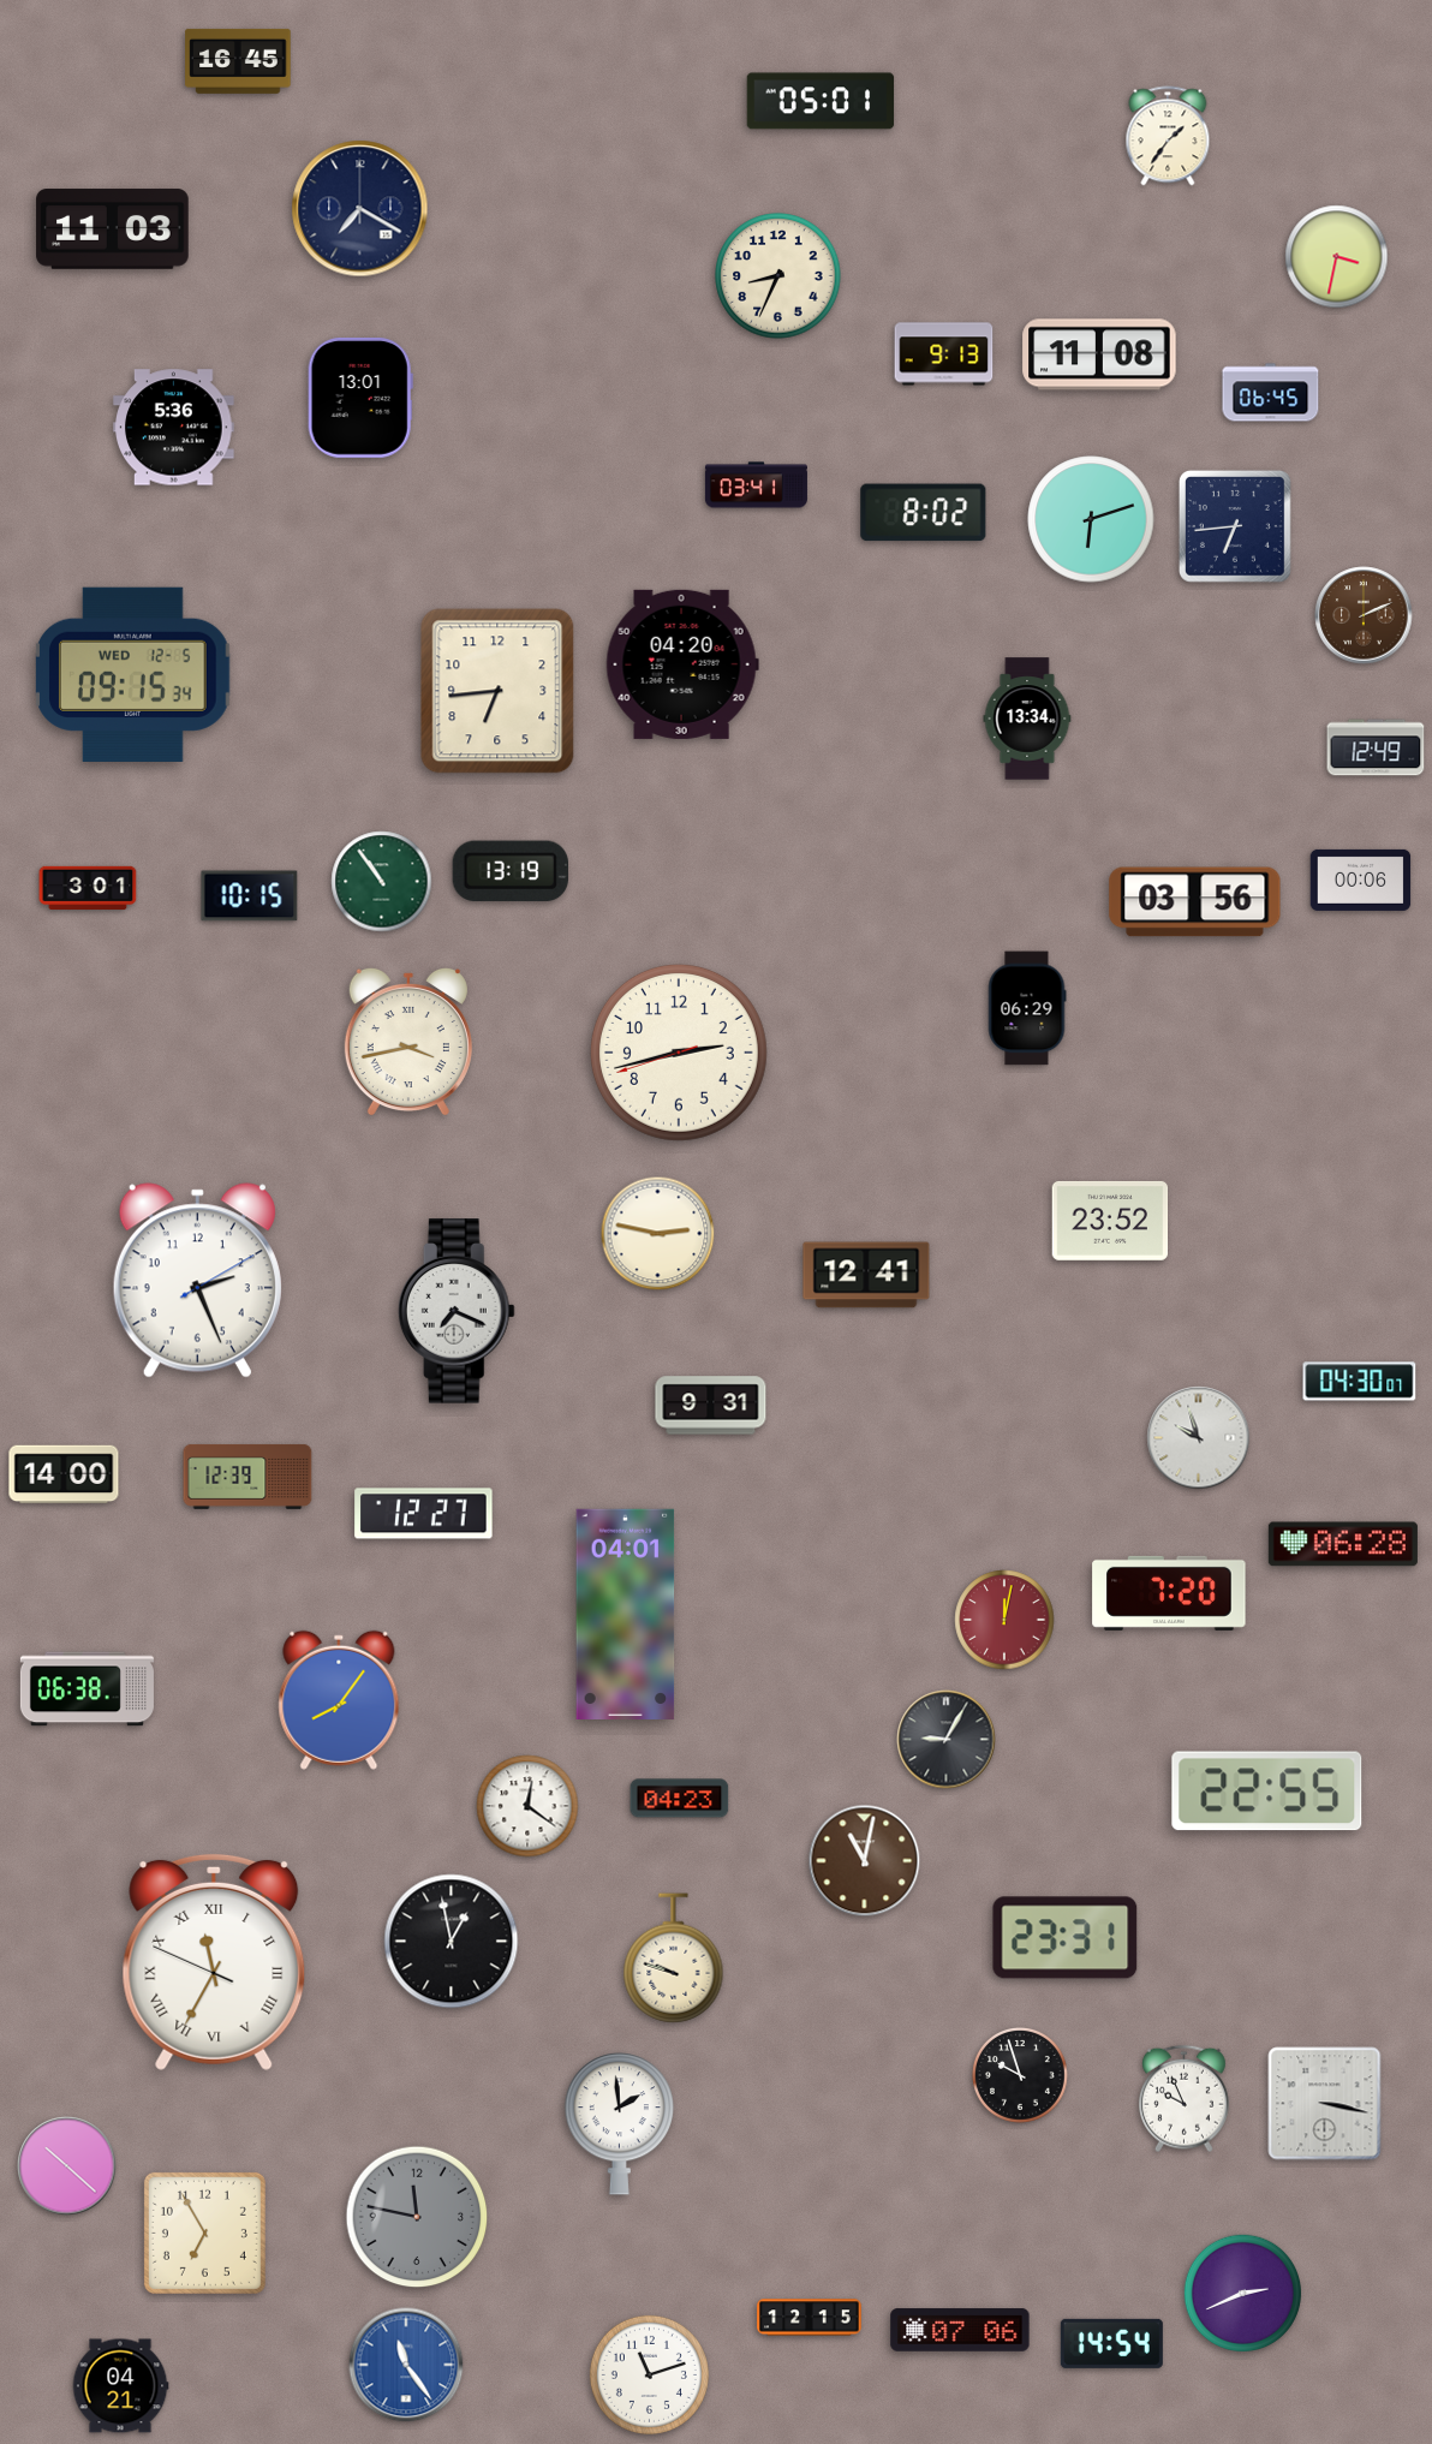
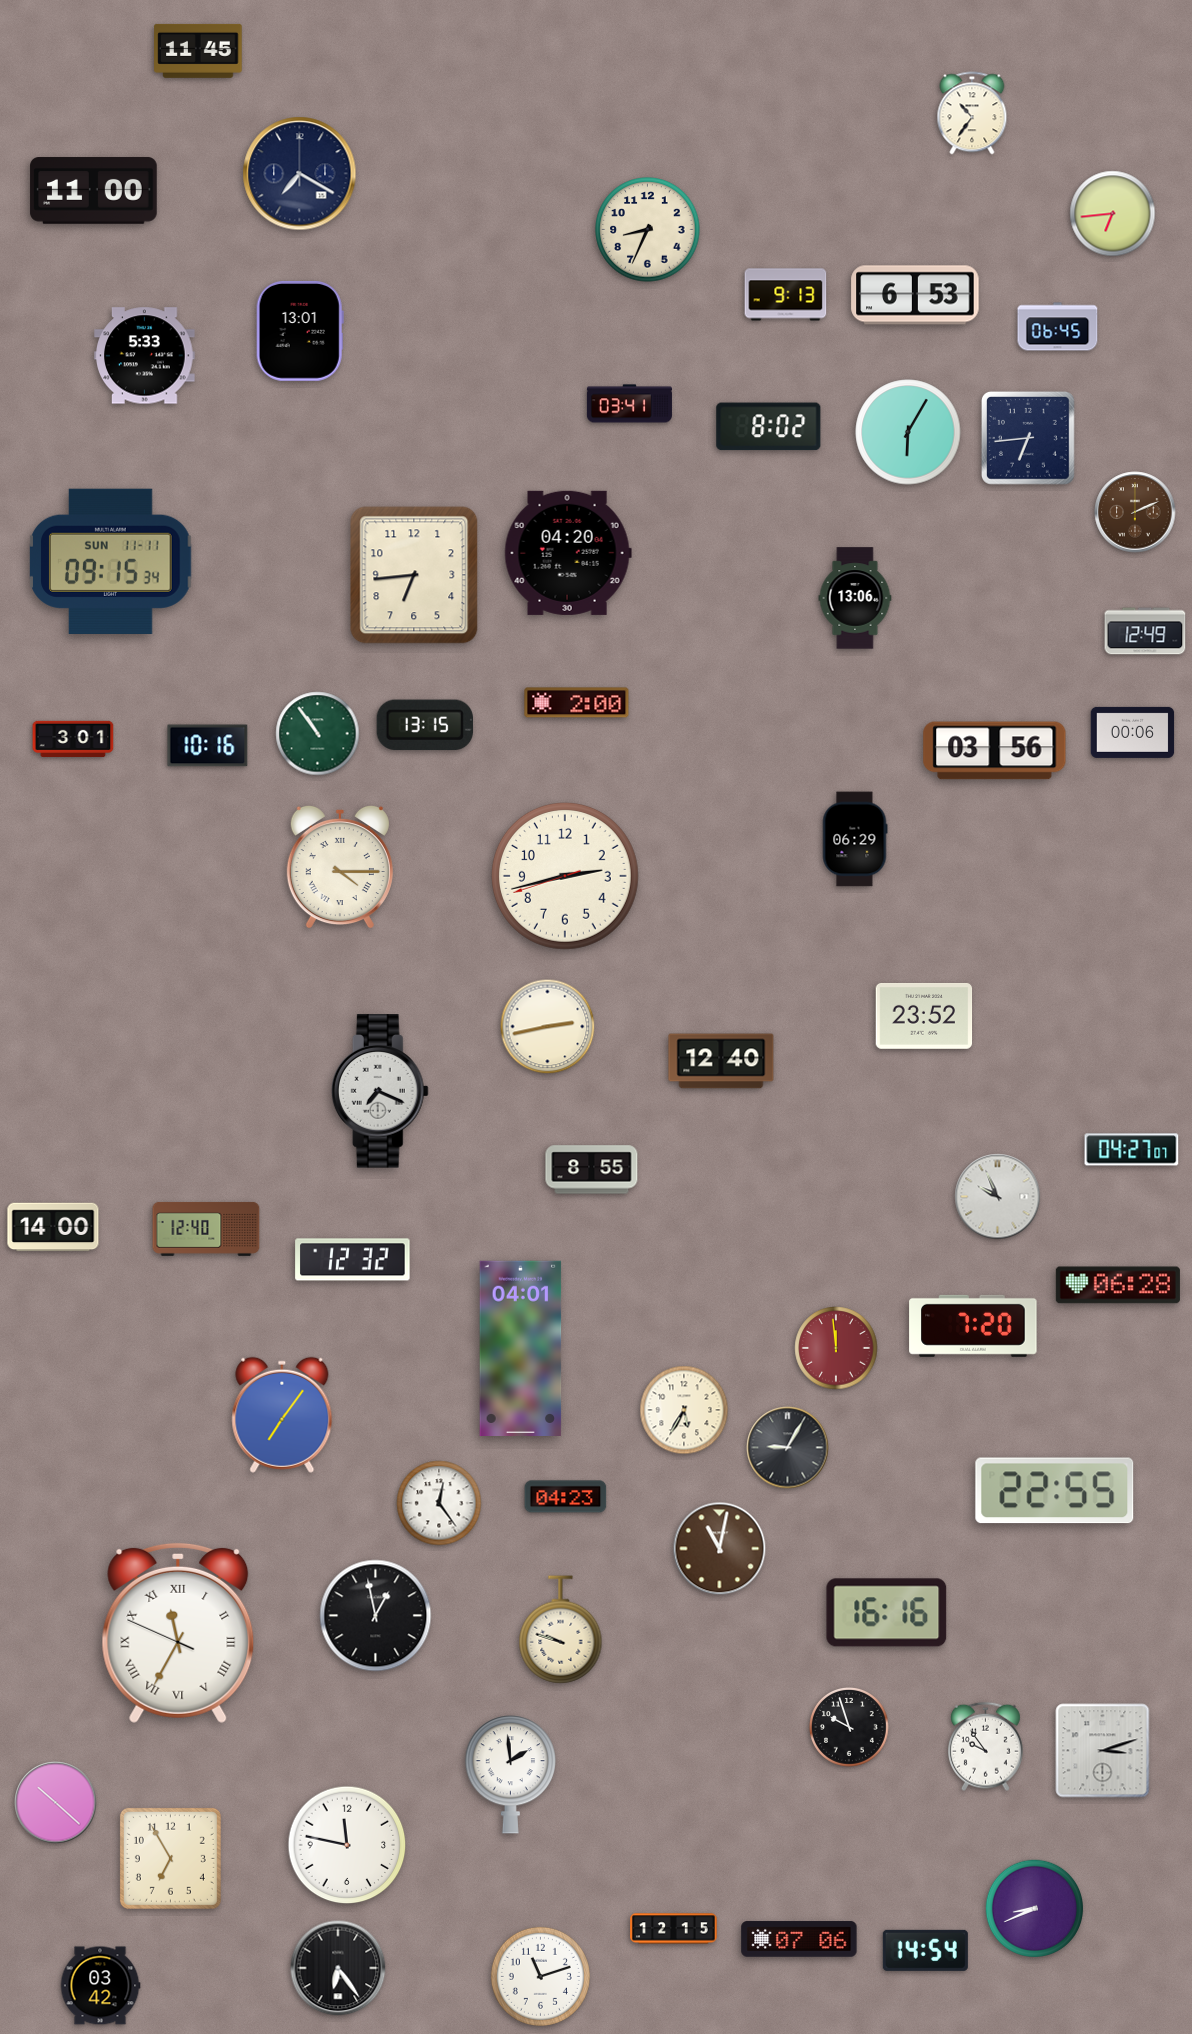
clock at (238, 61): 16:45 -> 11:45
clock at (821, 101): 05:01 -> none
clock at (1168, 136): 1:36 -> 10:36
clock at (113, 230): 11:03 -> 11:00
clock at (1337, 257): 3:32 -> 6:44
clock at (1099, 354): 11:08 -> 6:53
clock at (174, 428): 5:36 -> 5:33
clock at (1091, 519): 6:12 -> 6:05
clock at (133, 674) date: WED 12-5 -> SUN 11-11
clock at (1027, 719): 13:34 -> 13:06
clock at (1376, 747) position: (1376, 747) -> (1145, 631)
clock at (577, 703): none -> 2:00
clock at (511, 871): 13:19 -> 13:15
clock at (250, 896): 10:15 -> 10:16
clock at (408, 1042): 3:43 -> 4:15
clock at (658, 1234): 2:47 -> 2:43
clock at (866, 1275): 12:41 -> 12:40
clock at (197, 1281): 2:26 -> none
clock at (1360, 1382): 04:30 -> 04:27
clock at (711, 1406): 9:31 -> 8:55
clock at (1199, 1438): 9:57 -> 9:56
clock at (247, 1477): 12:39 -> 12:40
clock at (424, 1514): 12:27 -> 12:32
clock at (626, 1614) position: (626, 1614) -> (521, 1348)
clock at (1004, 1620): 12:02 -> 11:59
clock at (86, 1689): 06:38 -> none
clock at (684, 1410): none -> 5:35
clock at (339, 1700): 8:06 -> 7:06
clock at (527, 1806): 12:21 -> 12:24
clock at (1066, 1938): 23:31 -> 16:16
clock at (1185, 2099): 9:56 -> 9:54
clock at (1325, 2104): 3:17 -> 3:12
clock at (619, 2124) position: (619, 2124) -> (510, 1775)
clock at (417, 2217) dial: grey -> white
clock at (1242, 2293): 2:41 -> 8:41
clock at (406, 2365): 11:24 -> 6:24
clock at (406, 2365) dial: blue -> black
clock at (120, 2386): 04:21 -> 03:42
